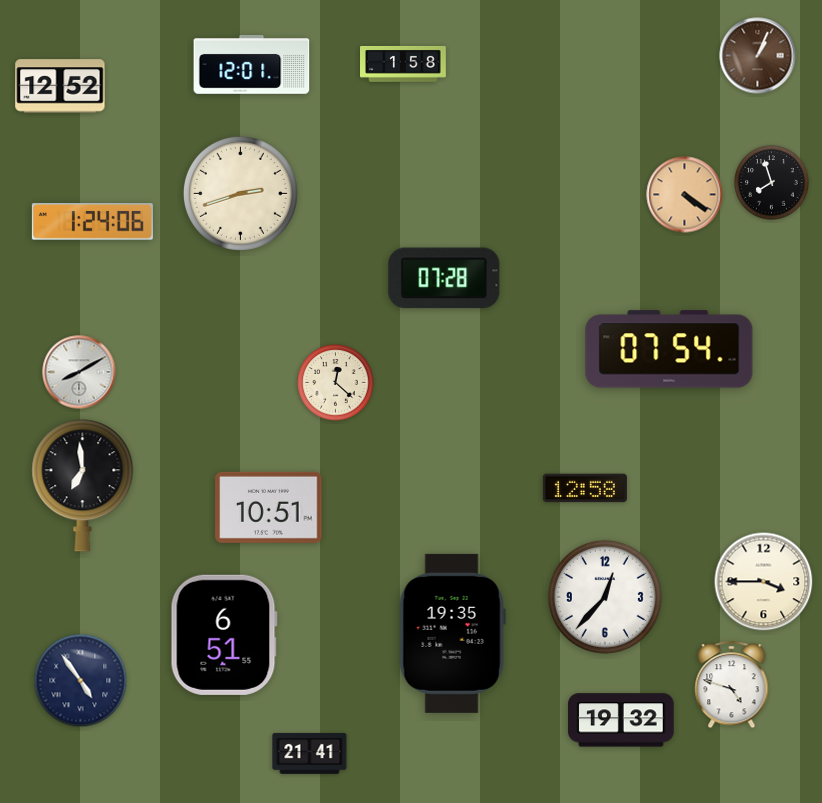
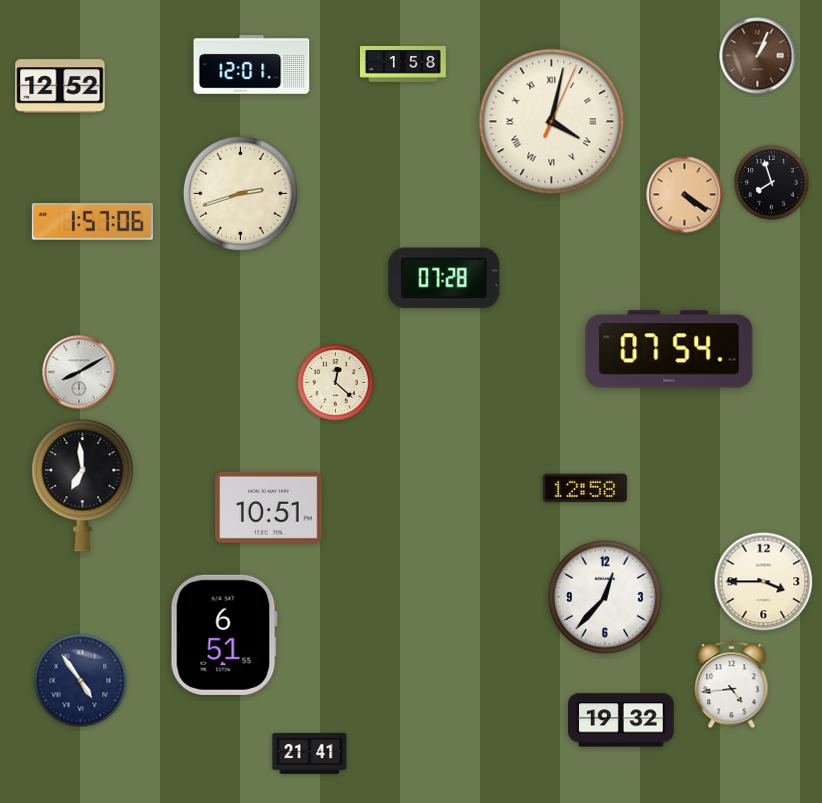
clock at (552, 122): none -> 4:02
clock at (92, 222): 1:24 -> 1:57
clock at (452, 633): 19:35 -> none
clock at (732, 685): 4:48 -> 4:44
